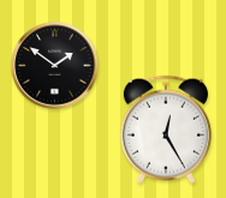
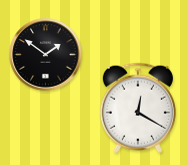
clock at (166, 130): 12:25 -> 12:20
